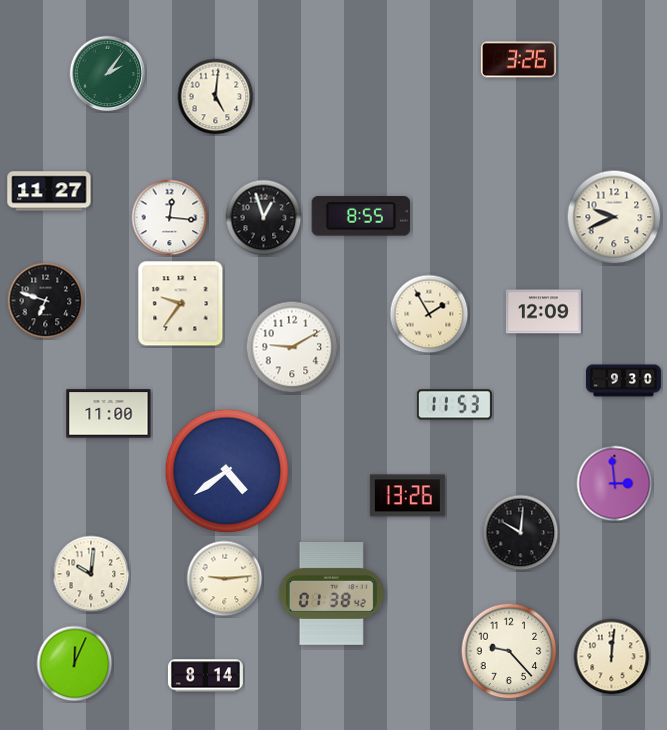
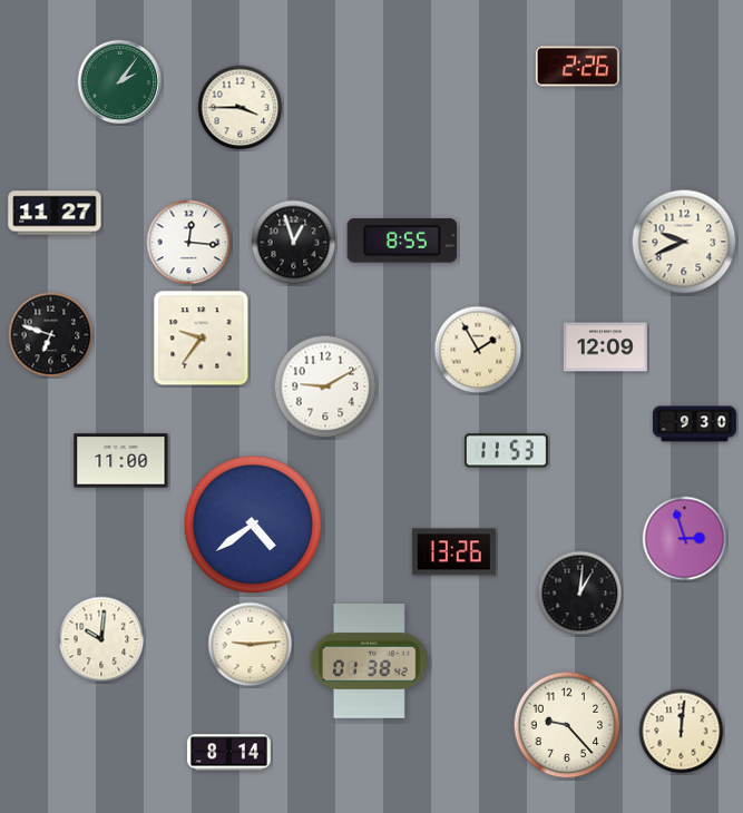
clock at (518, 60): 3:26 -> 2:26
clock at (216, 97): 5:01 -> 3:45
clock at (615, 484): 2:59 -> 2:57
clock at (521, 533): 10:01 -> 1:01
clock at (75, 664): 12:04 -> none
